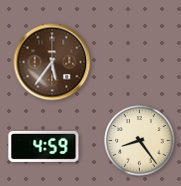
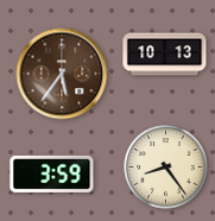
clock at (165, 55): none -> 10:13
clock at (44, 146): 4:59 -> 3:59
